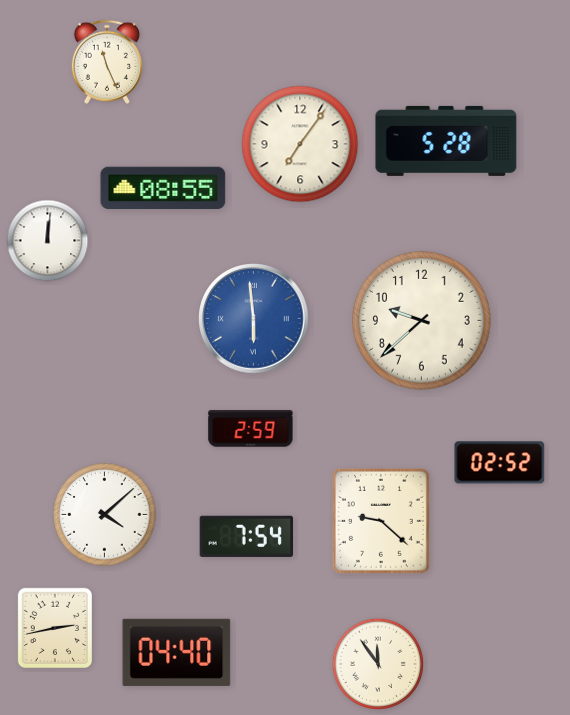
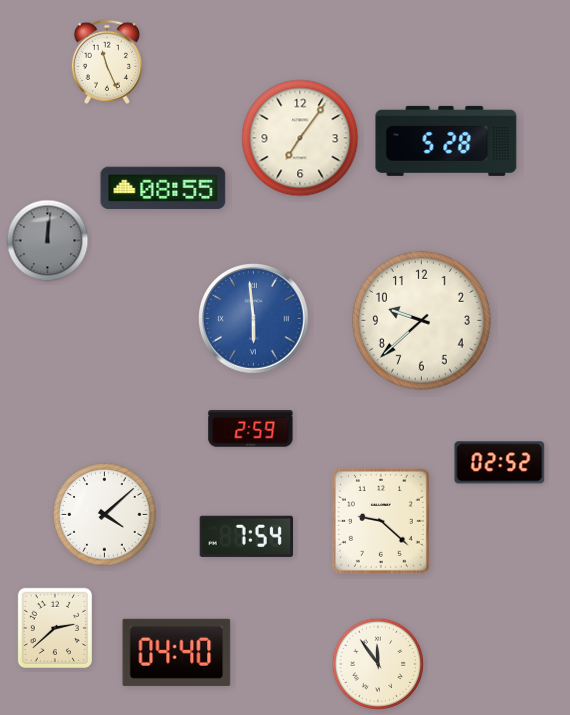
clock at (300, 144) position: (300, 144) -> (300, 138)
clock at (48, 241) dial: white -> grey
clock at (54, 628): 2:43 -> 2:38
